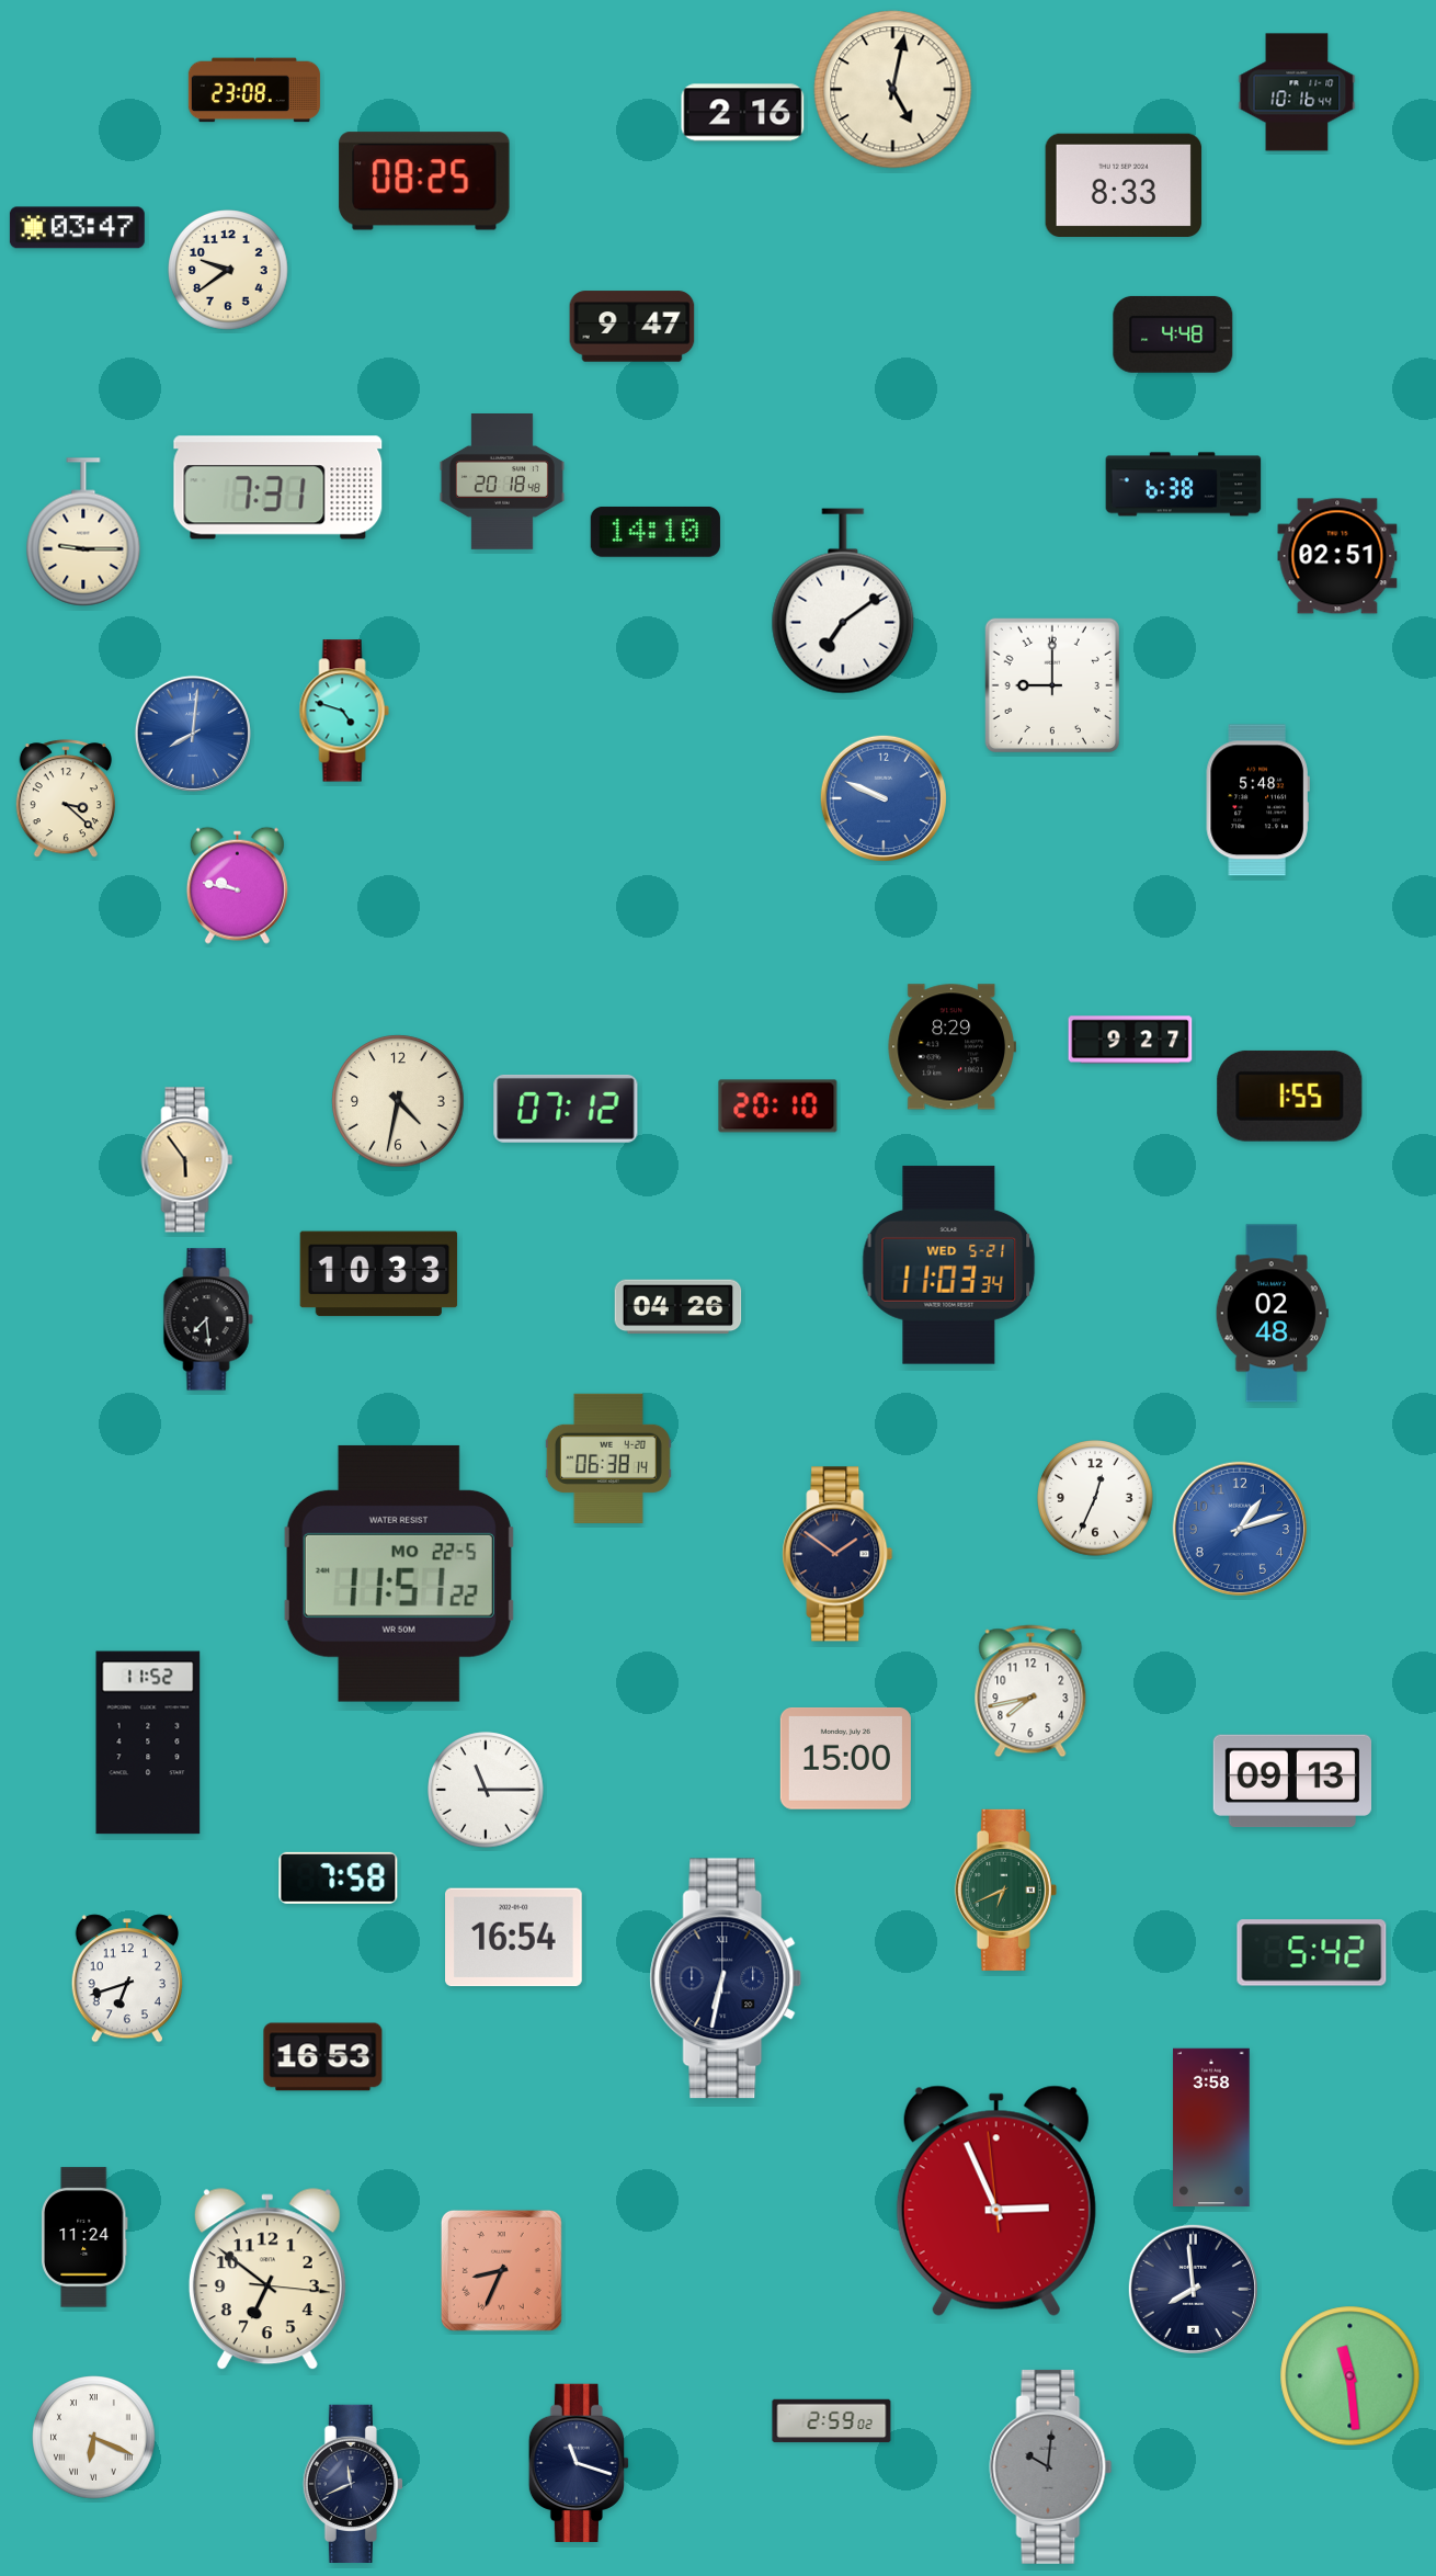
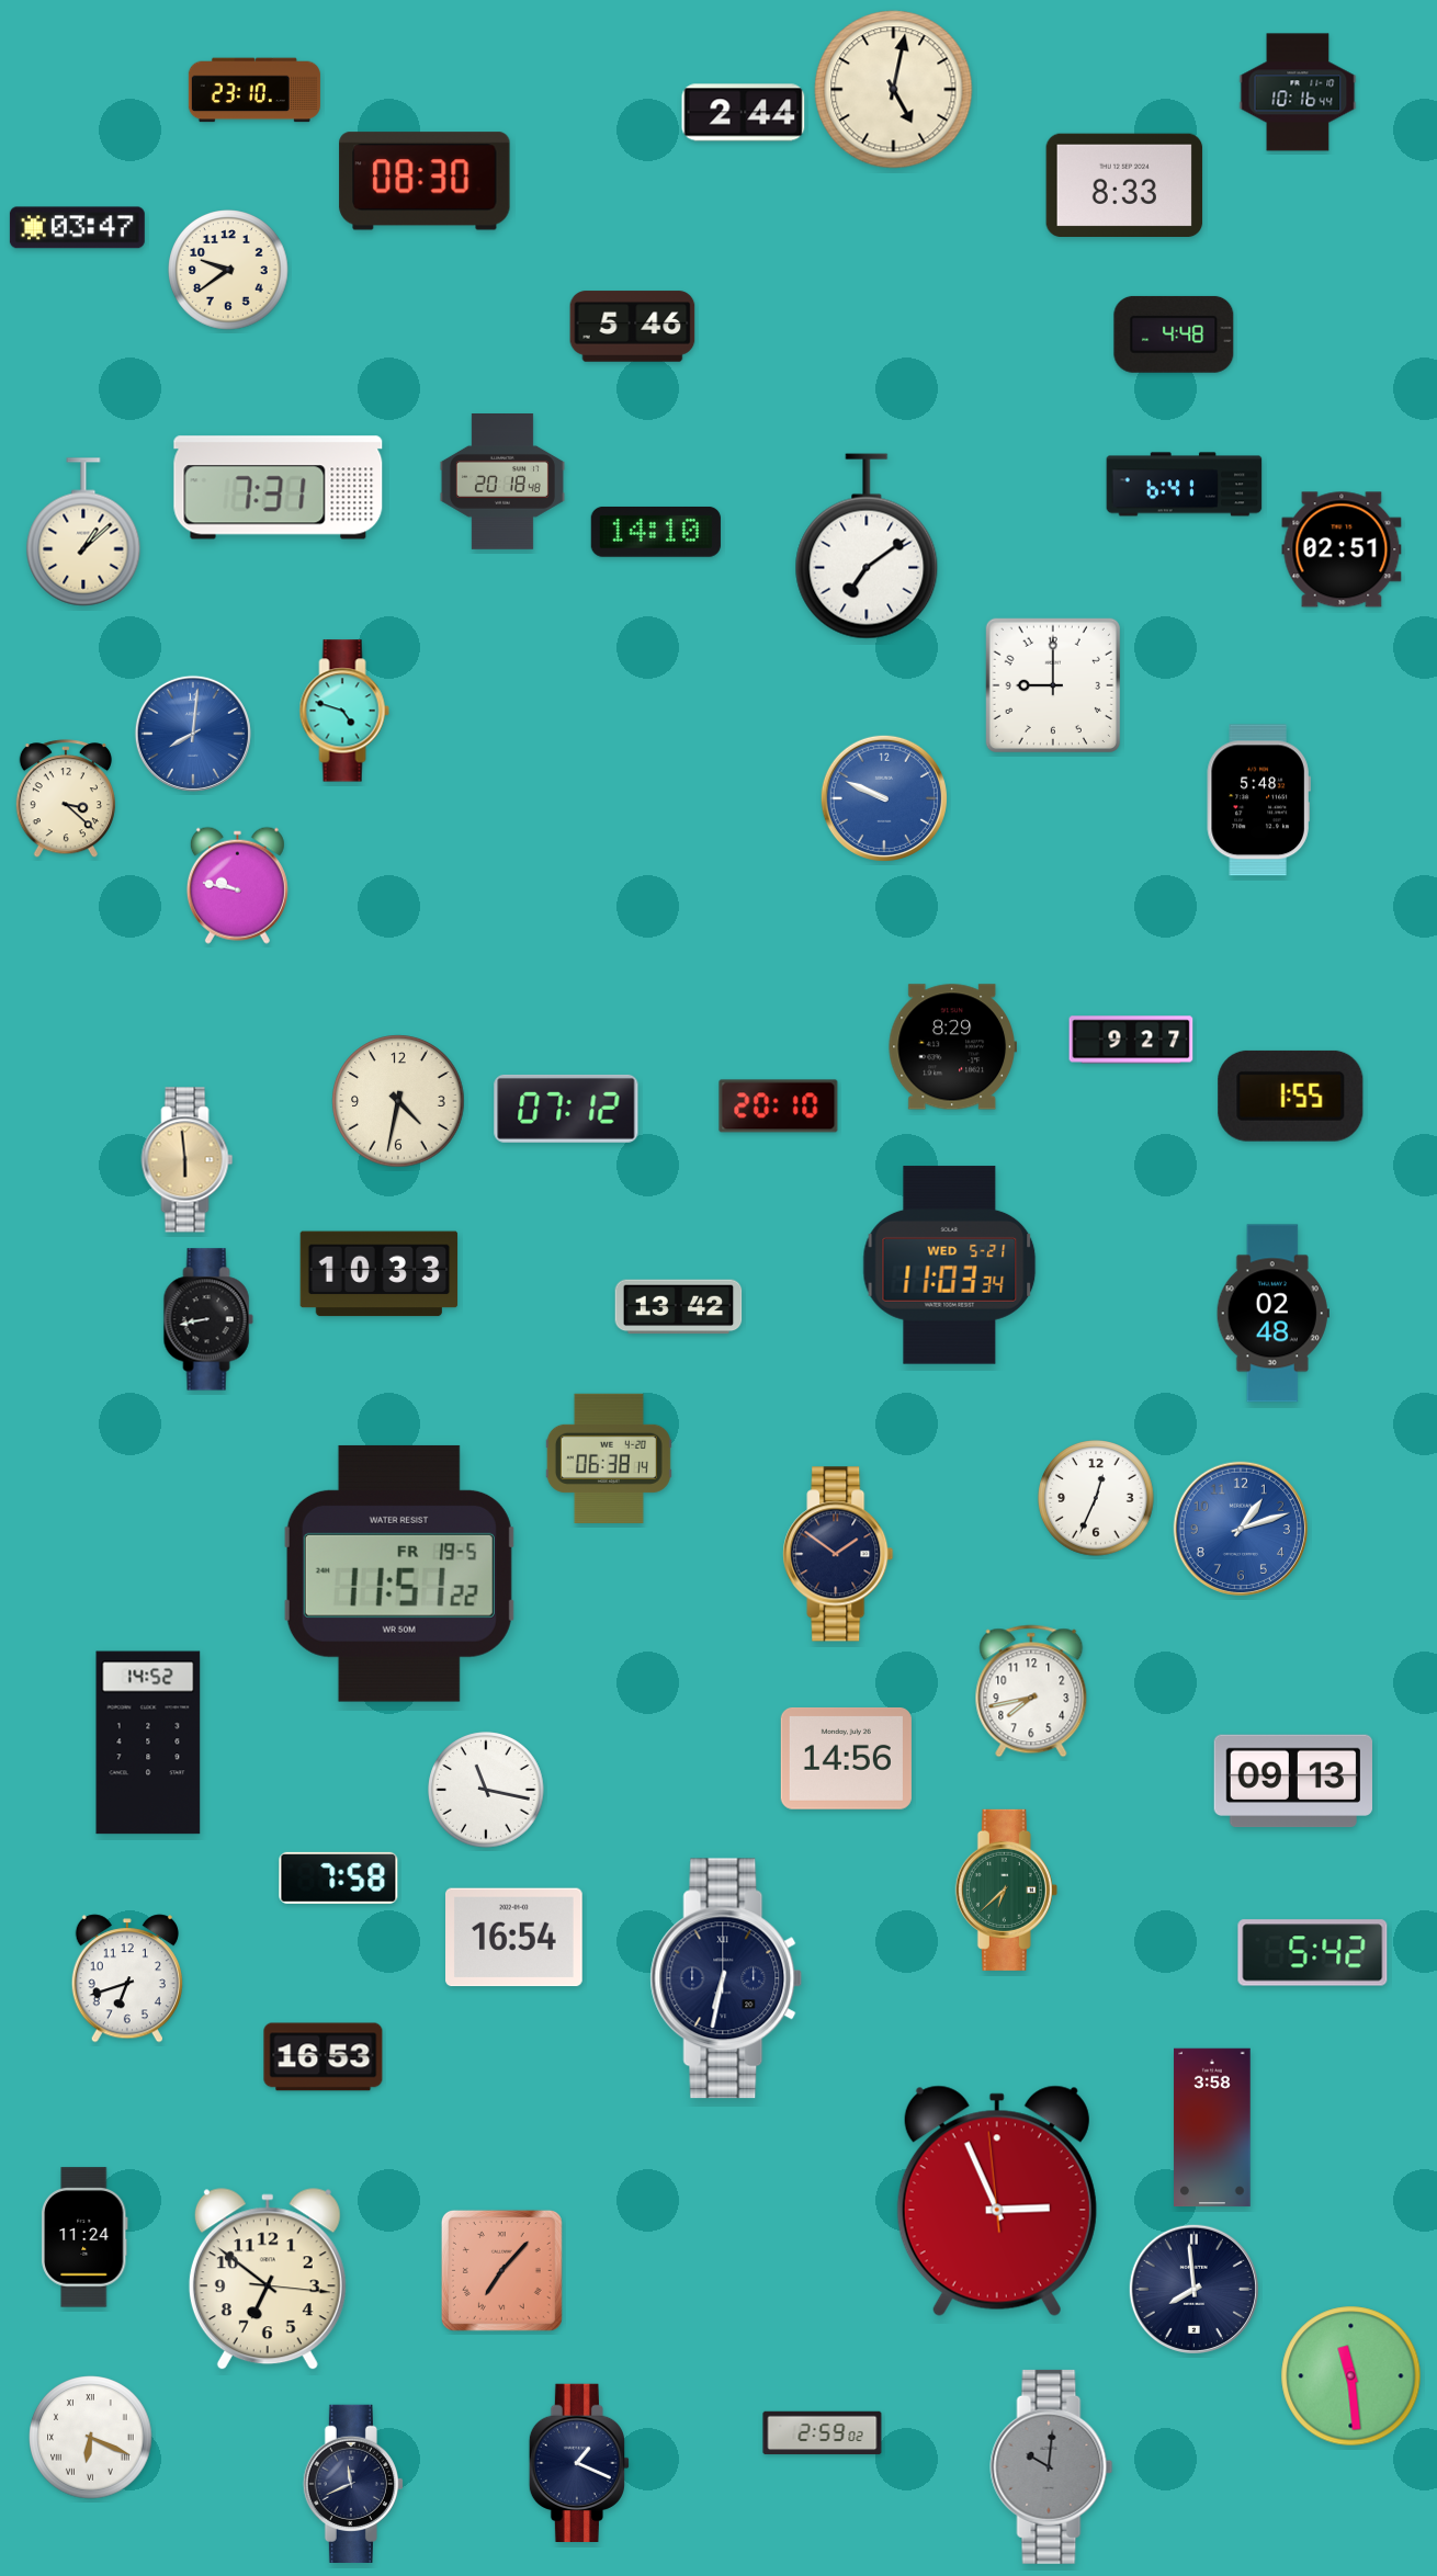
clock at (254, 90): 23:08 -> 23:10
clock at (743, 113): 2:16 -> 2:44
clock at (424, 181): 08:25 -> 08:30
clock at (632, 327): 9:47 -> 5:46
clock at (1184, 485): 6:38 -> 6:41
clock at (83, 532): 9:15 -> 1:08
clock at (1337, 556) position: (1337, 556) -> (1342, 549)
clock at (843, 601) position: (843, 601) -> (867, 546)
clock at (187, 1160): 5:54 -> 5:59
clock at (679, 1307): 04:26 -> 13:42
clock at (208, 1319): 7:29 -> 8:43
clock at (399, 1574) date: MO 22-5 -> FR 19-5
clock at (148, 1743): 11:52 -> 14:52
clock at (845, 1758): 15:00 -> 14:56
clock at (486, 1790): 11:15 -> 11:17
clock at (1005, 1890): 6:41 -> 6:38
clock at (501, 2270): 8:34 -> 7:07
clock at (832, 2421) position: (832, 2421) -> (823, 2433)
clock at (94, 2438) position: (94, 2438) -> (91, 2438)
clock at (579, 2462): 11:18 -> 1:19
